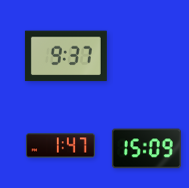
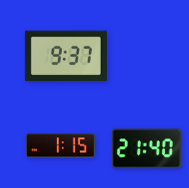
clock at (60, 146): 1:47 -> 1:15
clock at (146, 149): 15:09 -> 21:40
